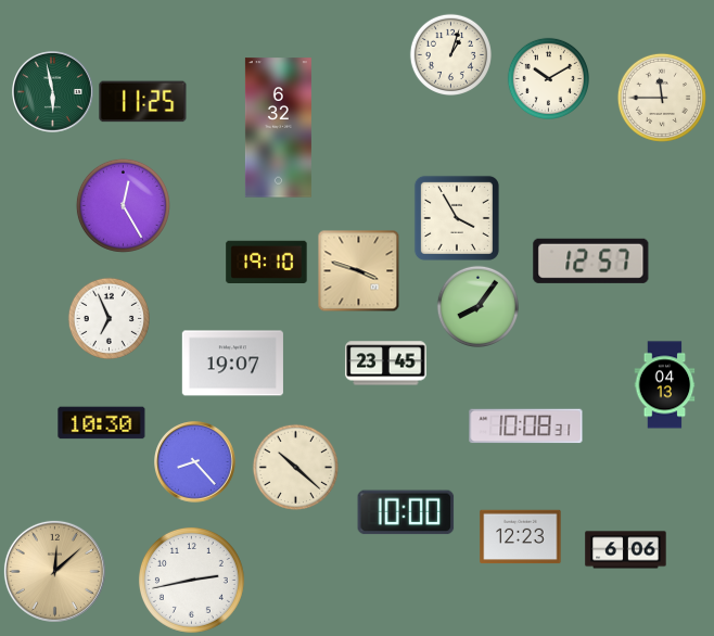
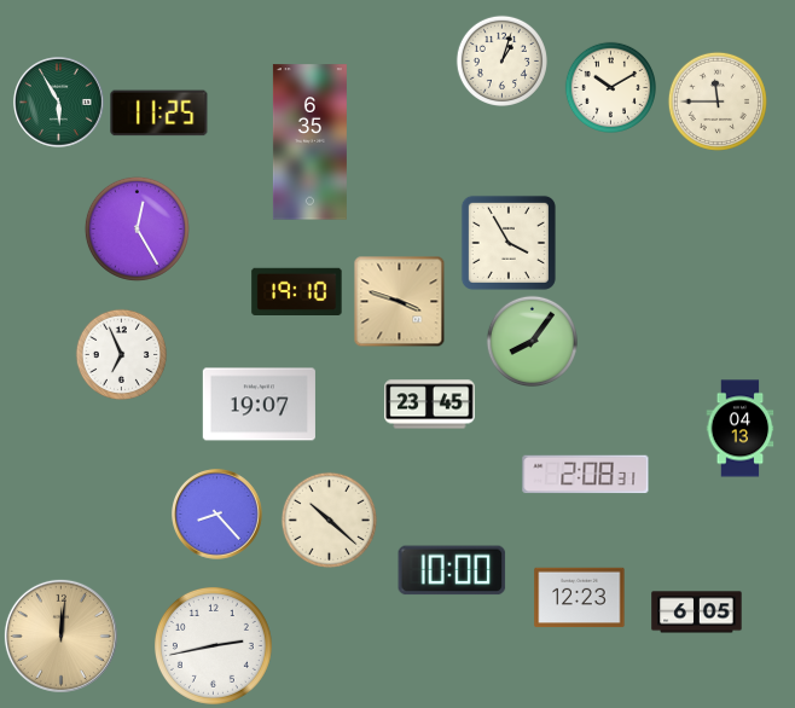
clock at (53, 92): 5:58 -> 5:55
clock at (662, 98) position: (662, 98) -> (718, 101)
clock at (278, 128): 6:32 -> 6:35
clock at (591, 260): 12:57 -> none
clock at (102, 423): 10:30 -> none
clock at (526, 427): 10:08 -> 2:08
clock at (626, 550): 6:06 -> 6:05
clock at (54, 571): 12:08 -> 12:01
